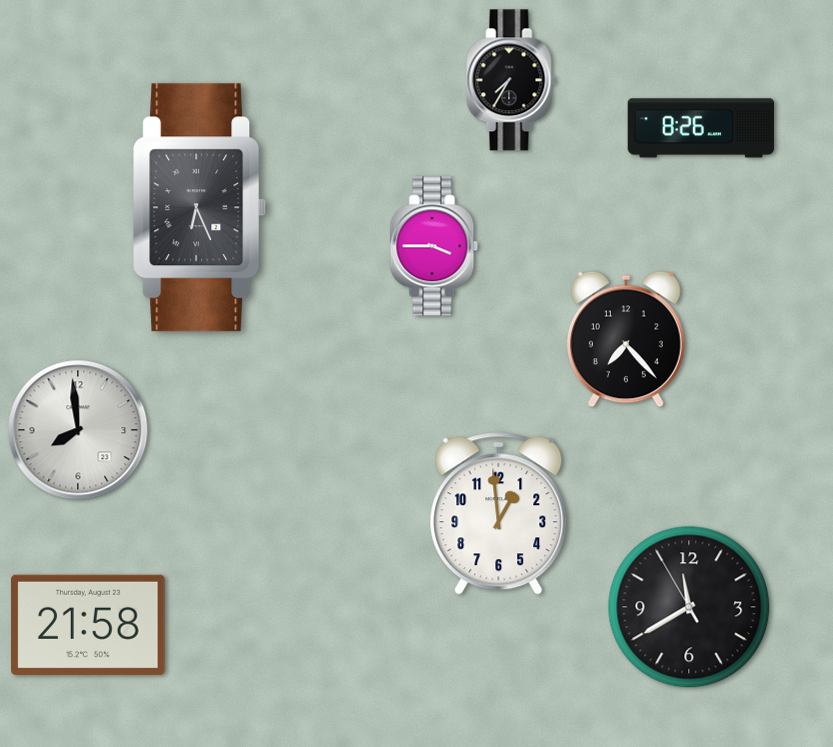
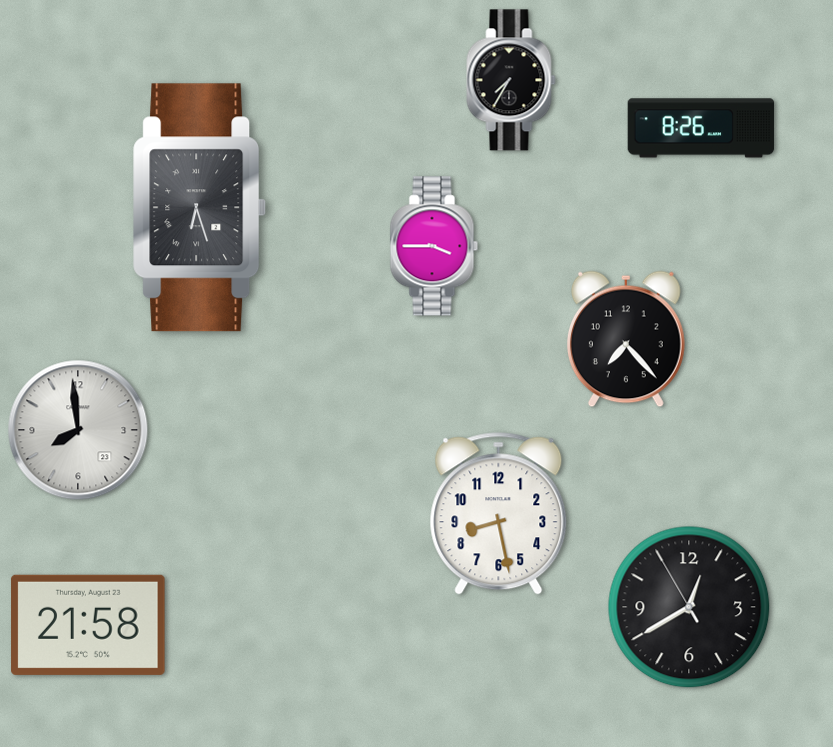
clock at (200, 208): 6:26 -> 6:27
clock at (499, 514): 12:59 -> 8:28
clock at (689, 607): 11:39 -> 12:39
